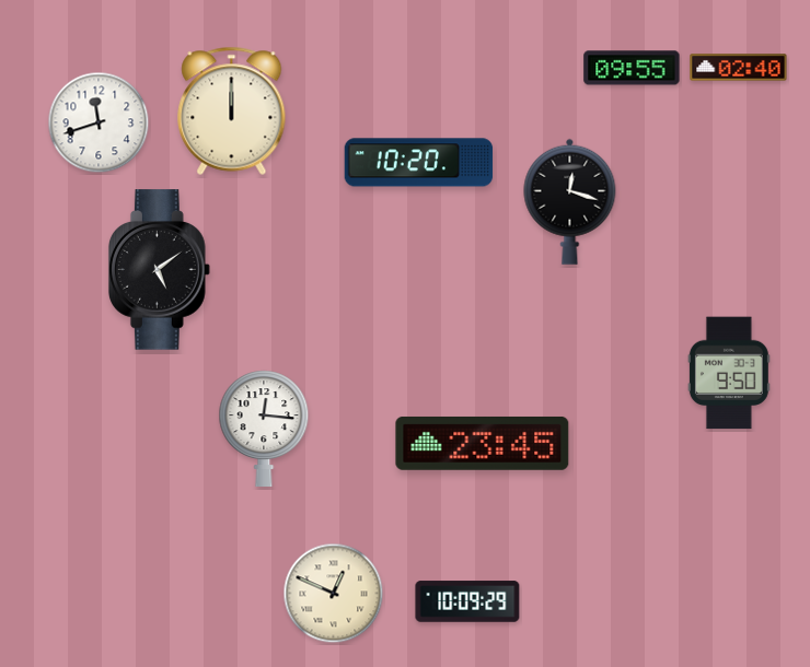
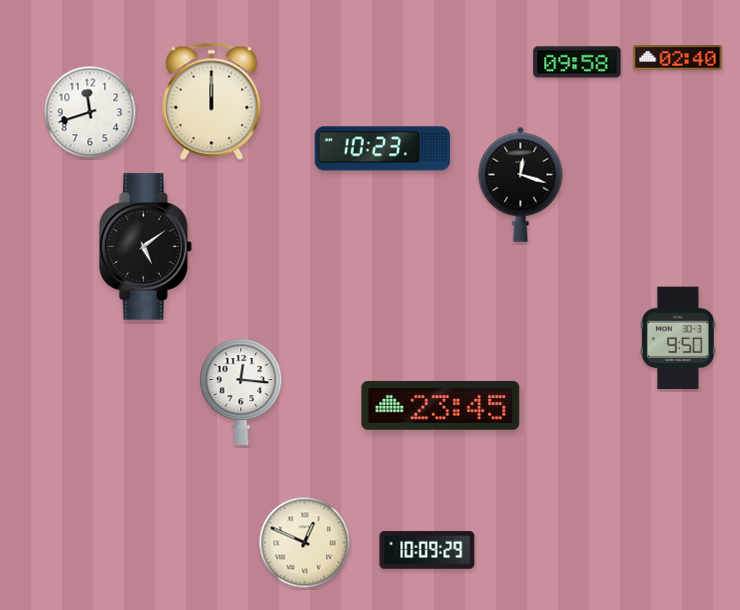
clock at (632, 68): 09:55 -> 09:58
clock at (739, 68) position: (739, 68) -> (678, 58)
clock at (419, 163): 10:20 -> 10:23
clock at (729, 373) position: (729, 373) -> (678, 338)
